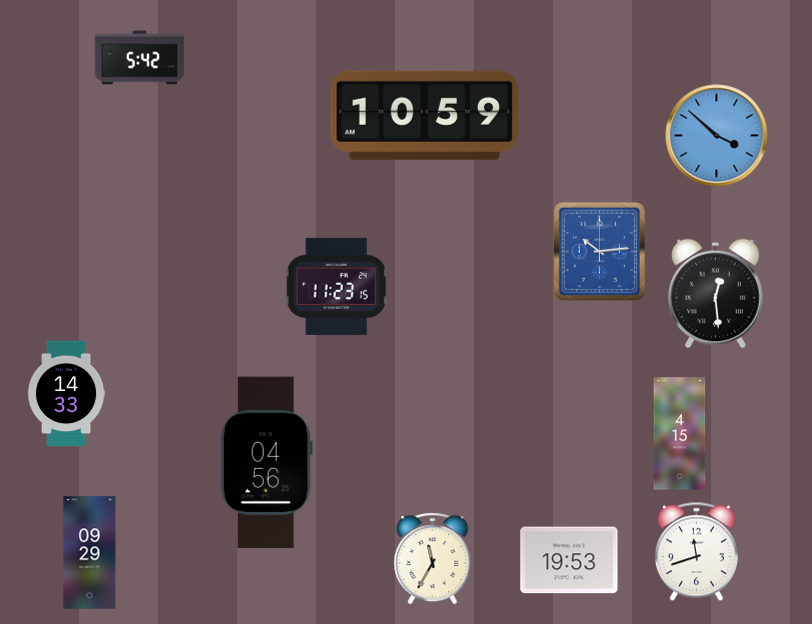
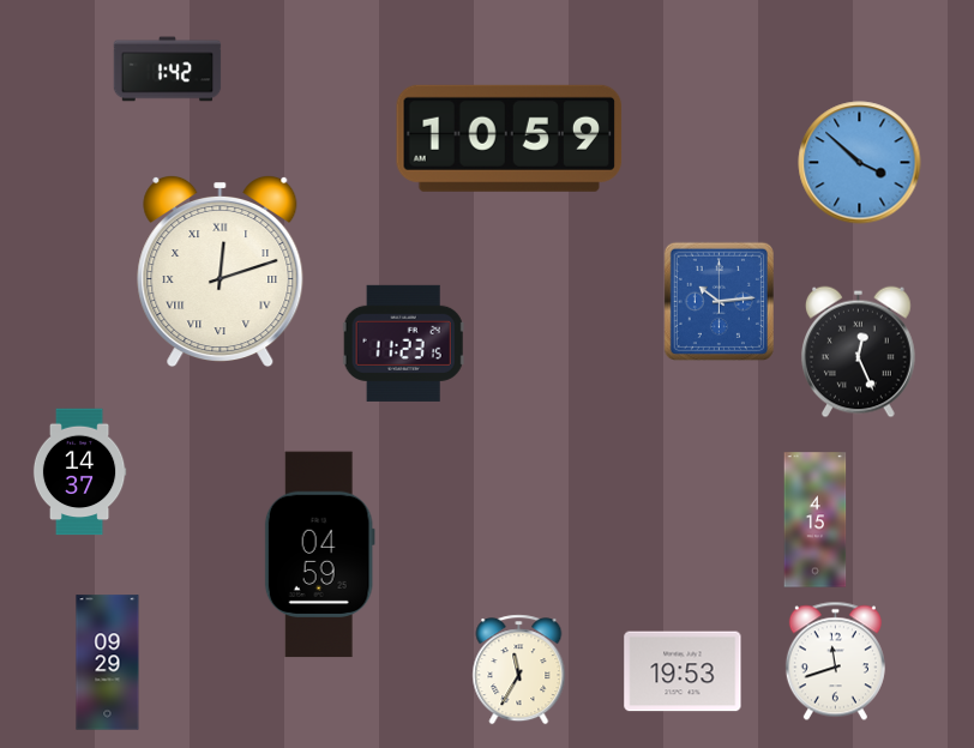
clock at (140, 58): 5:42 -> 1:42
clock at (221, 271): none -> 12:12
clock at (716, 294): 12:29 -> 12:26
clock at (66, 394): 14:33 -> 14:37
clock at (266, 463): 04:56 -> 04:59
